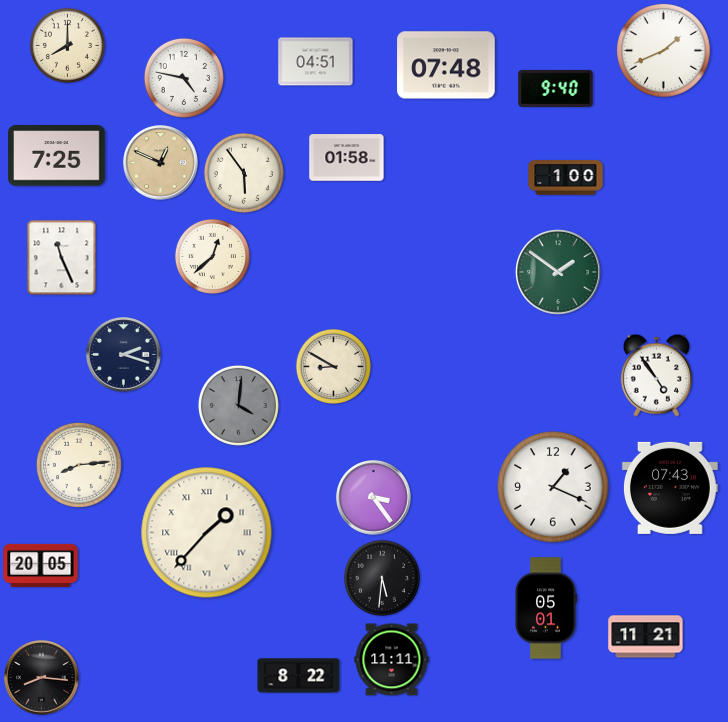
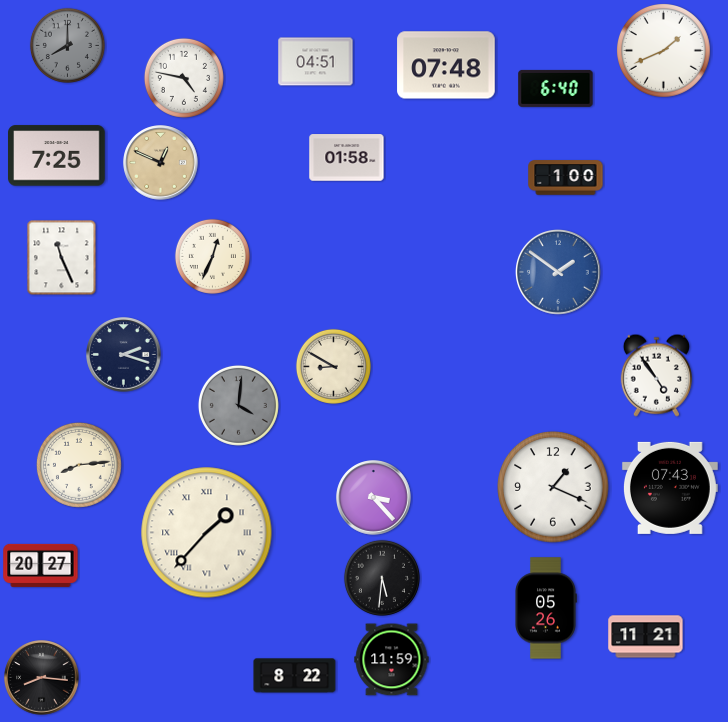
clock at (67, 45) dial: cream -> grey
clock at (556, 88): 9:40 -> 6:40
clock at (244, 173): 5:54 -> none
clock at (212, 256): 12:38 -> 12:34
clock at (559, 273) dial: green -> blue
clock at (374, 498): 3:24 -> 3:23
clock at (41, 565): 20:05 -> 20:27
clock at (546, 608): 05:01 -> 05:26
clock at (392, 660): 11:11 -> 11:59
clock at (299, 676) position: (299, 676) -> (295, 676)
